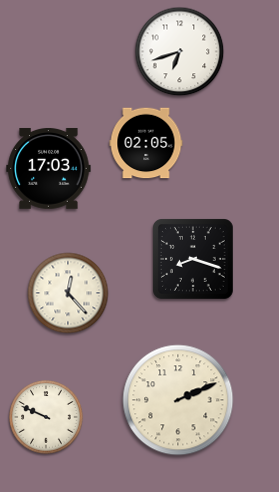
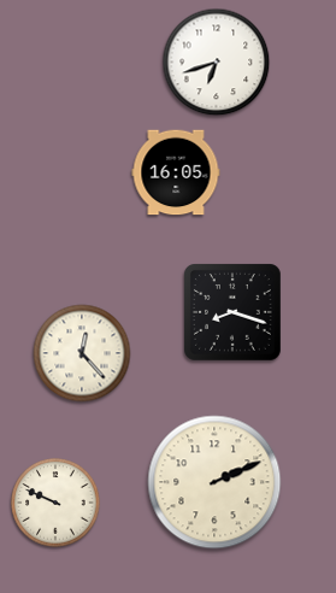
clock at (146, 143): 02:05 -> 16:05
clock at (49, 168): 17:03 -> none
